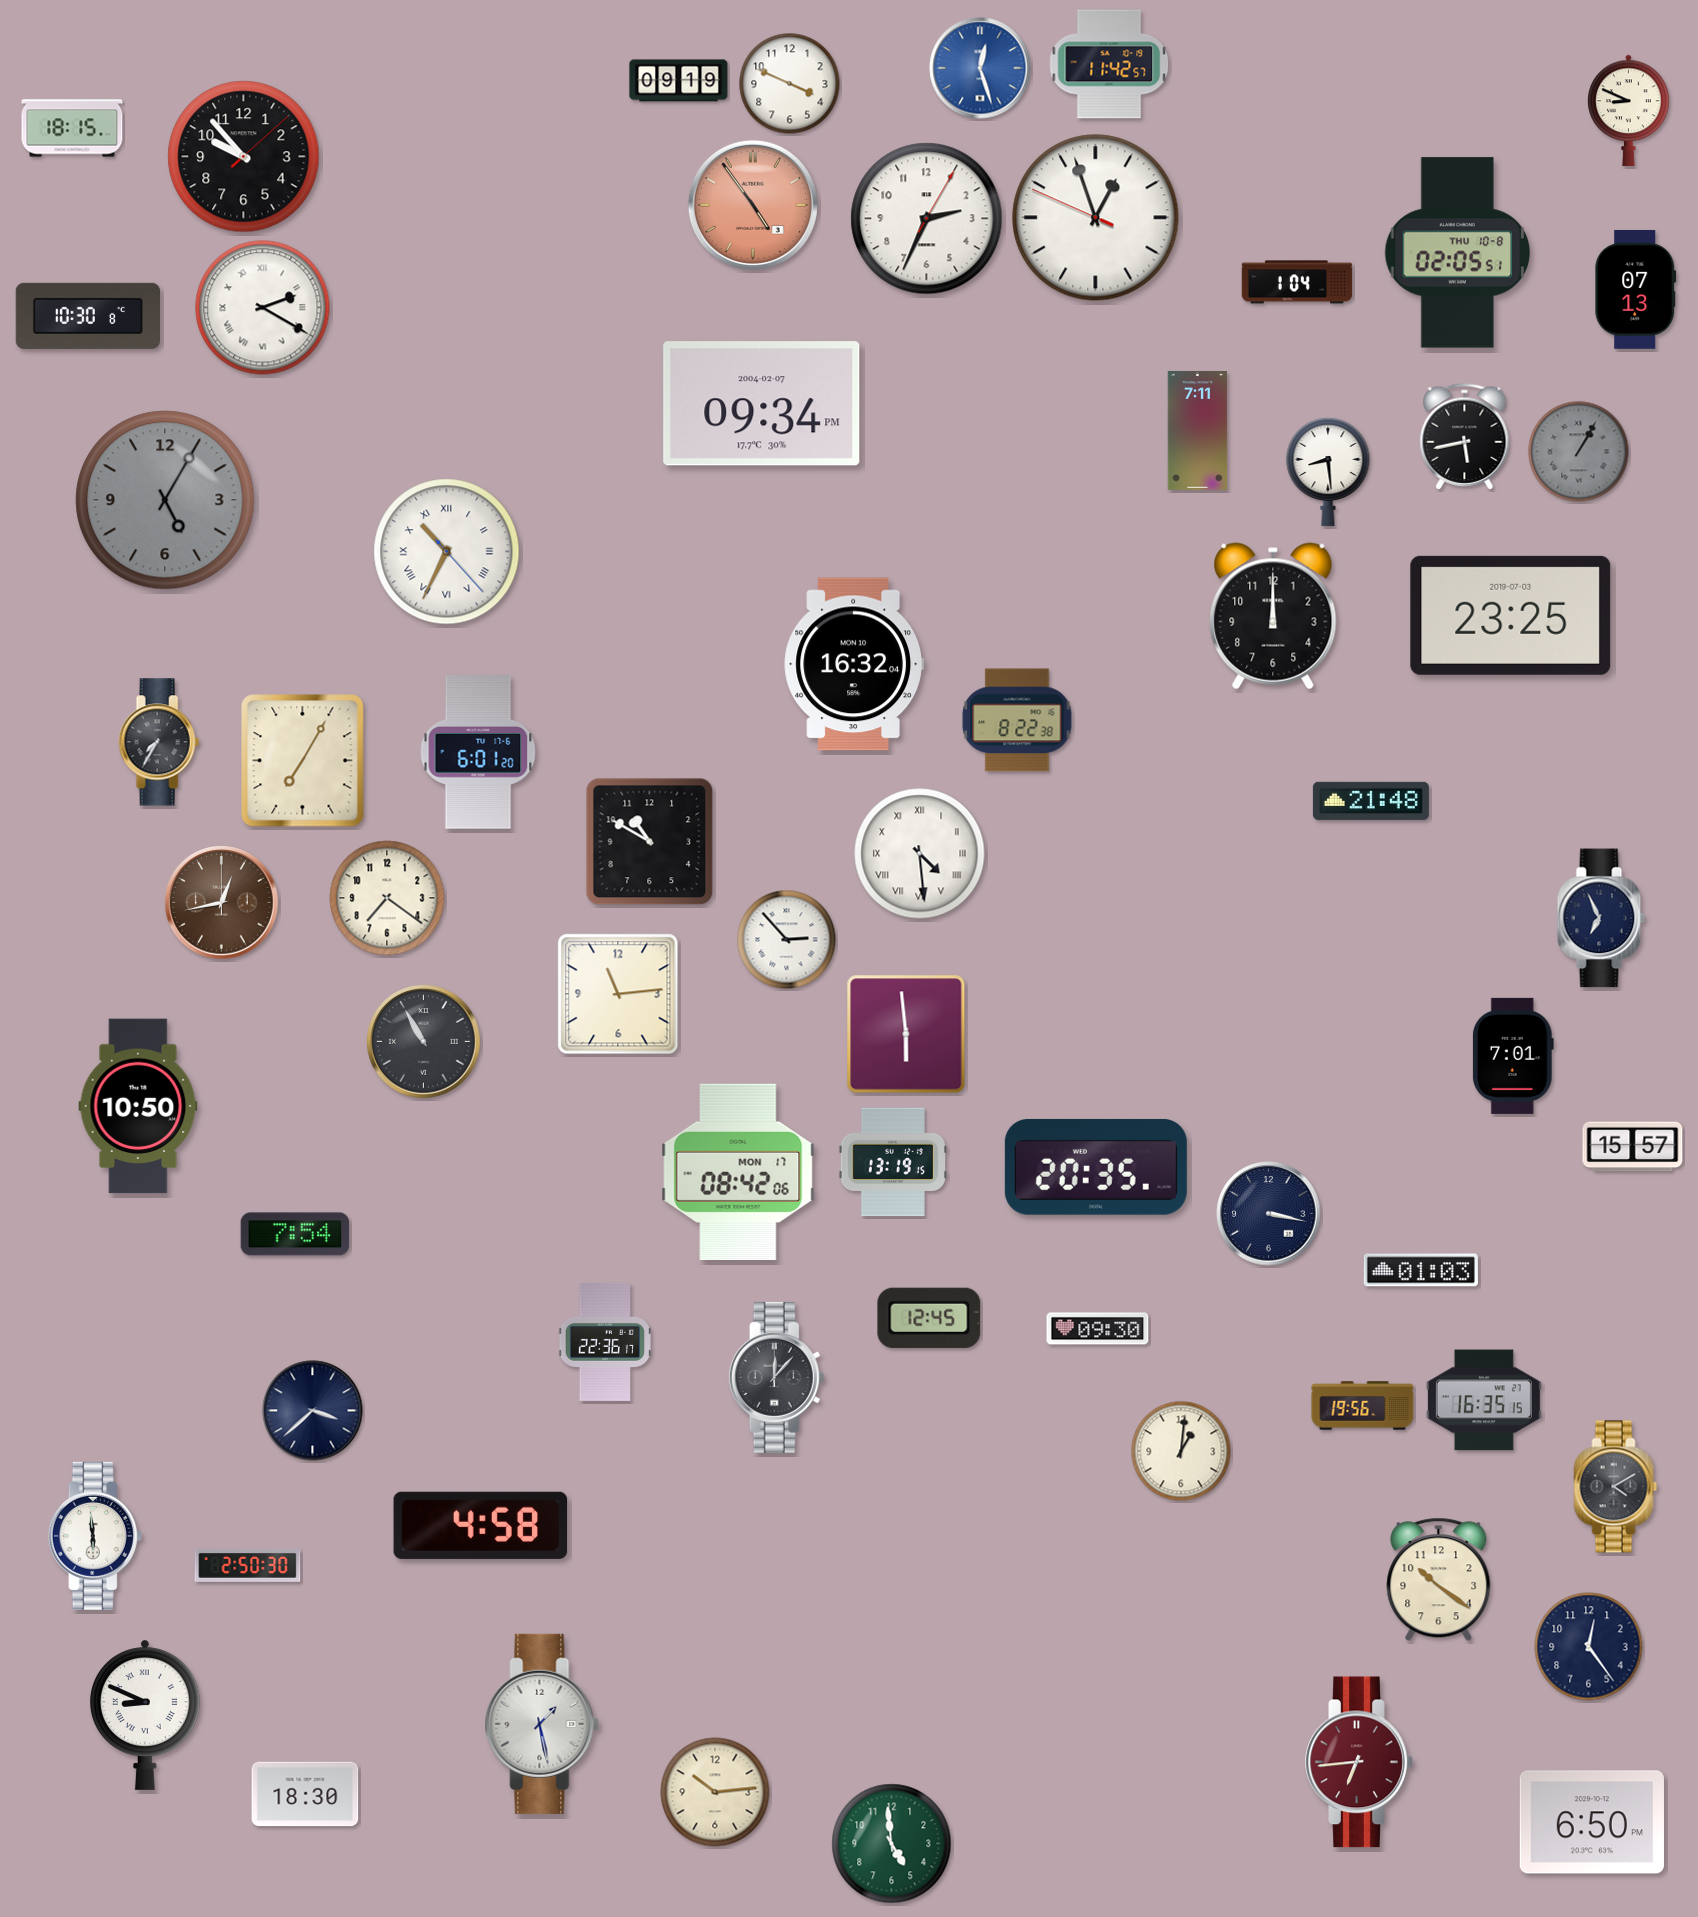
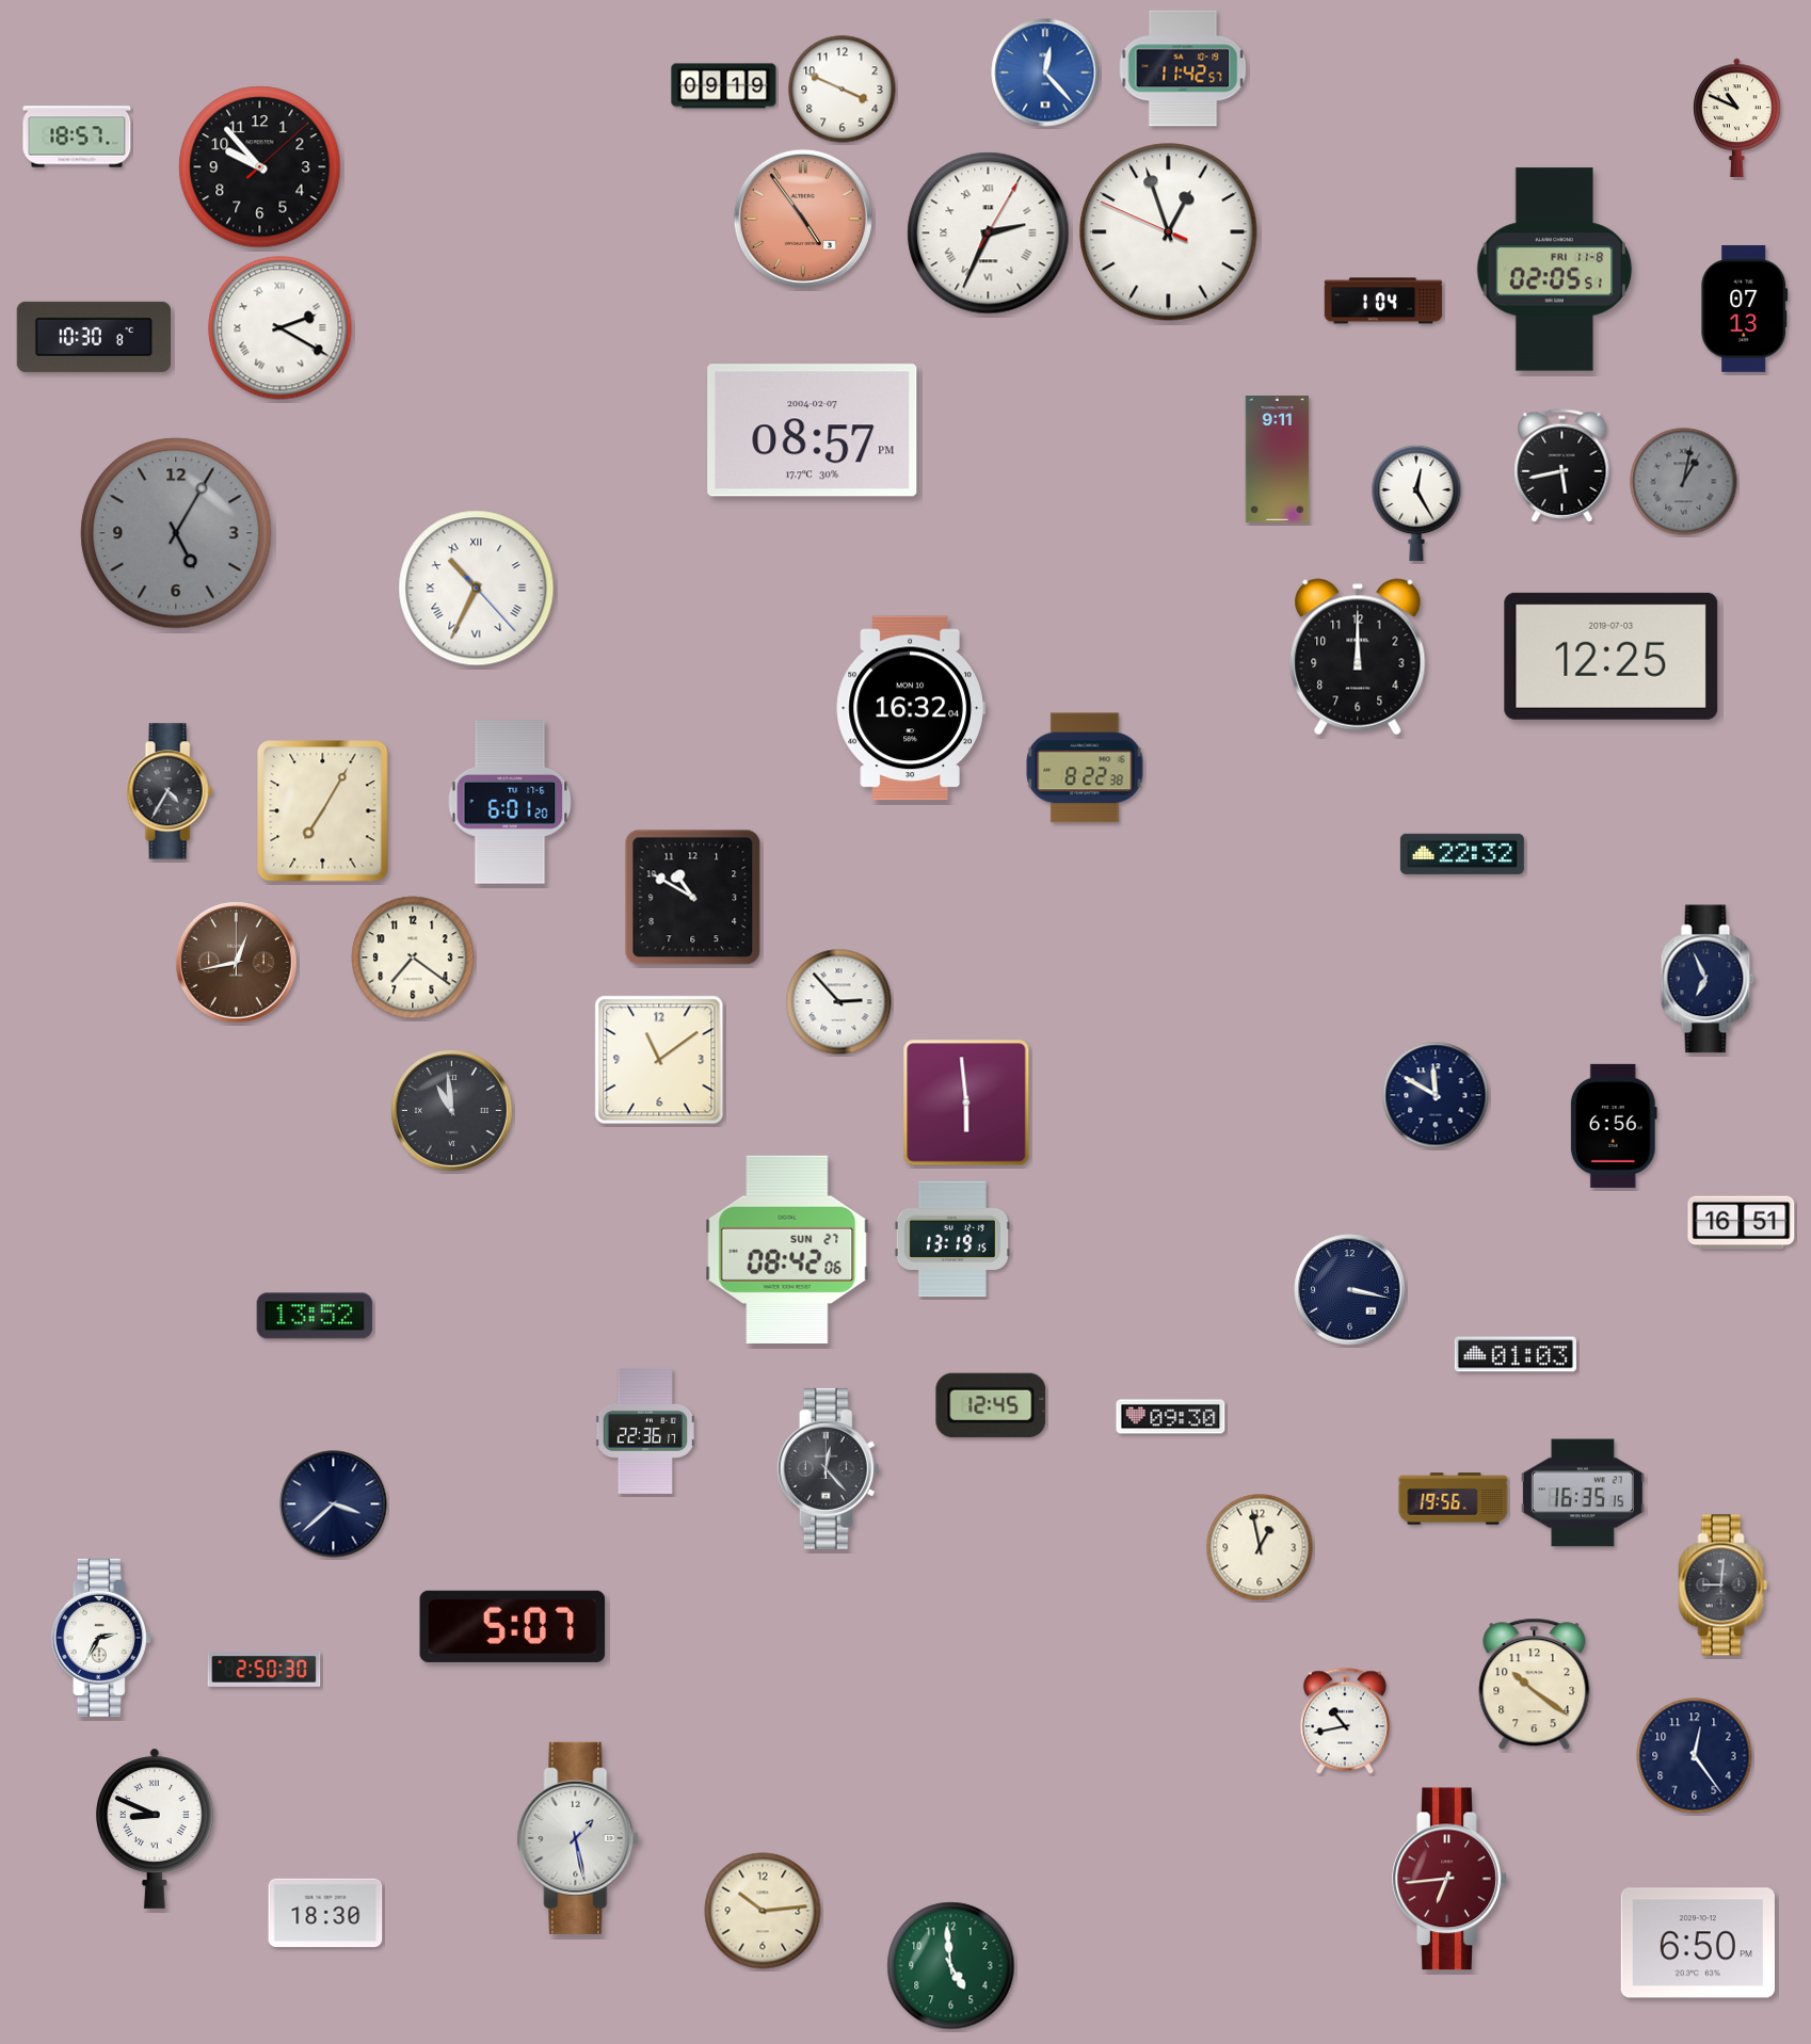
clock at (980, 68): 12:27 -> 12:23
clock at (1629, 110): 8:49 -> 10:49
clock at (72, 128): 18:15 -> 18:57
clock at (927, 219) numerals: Arabic -> Roman
clock at (1458, 253) date: THU 10-8 -> FRI 11-8
clock at (762, 404): 09:34 -> 08:57
clock at (1198, 431): 7:11 -> 9:11
clock at (1579, 452): 1:05 -> 1:02
clock at (1328, 472): 8:29 -> 12:25
clock at (1511, 615): 23:25 -> 12:25
clock at (159, 742): 7:35 -> 4:35
clock at (1371, 801): 21:48 -> 22:32
clock at (920, 854): 4:29 -> none
clock at (618, 994): 11:14 -> 11:09
clock at (1436, 1095): none -> 11:50
clock at (424, 1042): 10:55 -> 10:59
clock at (1513, 1056): 7:01 -> 6:56
clock at (138, 1106): 10:50 -> none
clock at (1633, 1147): 15:57 -> 16:51
clock at (1096, 1167): 20:35 -> none
clock at (738, 1171) date: MON 17 -> SUN 27
clock at (1269, 1214) position: (1269, 1214) -> (1350, 1290)
clock at (295, 1234): 7:54 -> 13:52
clock at (777, 1377): 12:07 -> 12:23
clock at (1181, 1451): 1:01 -> 12:58
clock at (1616, 1487): 4:10 -> 9:01
clock at (481, 1525): 4:58 -> 5:07
clock at (95, 1536): 5:59 -> 2:35
clock at (1345, 1721): none -> 10:43
